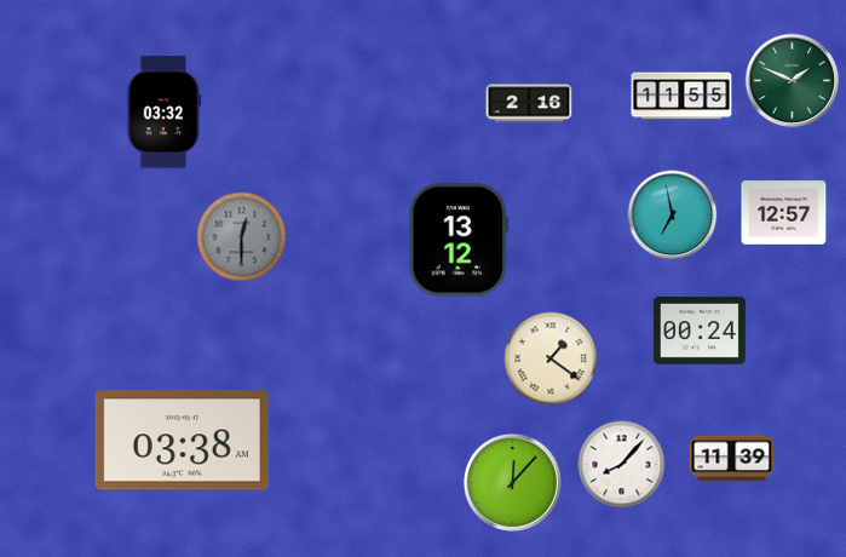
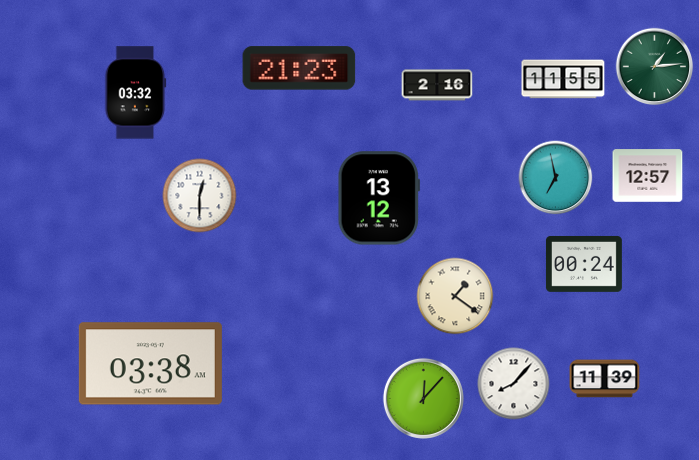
clock at (793, 81): 1:49 -> 1:14
clock at (299, 68): none -> 21:23
clock at (242, 237) dial: grey -> white
clock at (700, 331) position: (700, 331) -> (584, 264)
